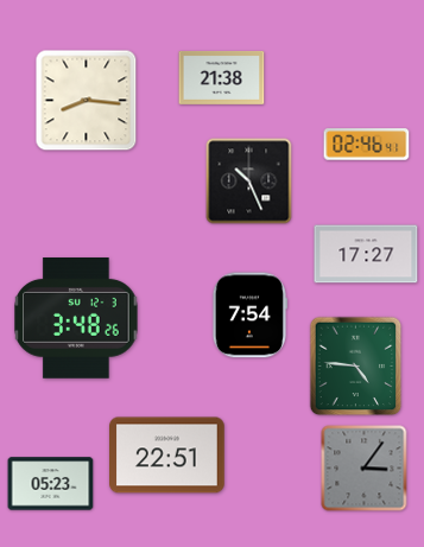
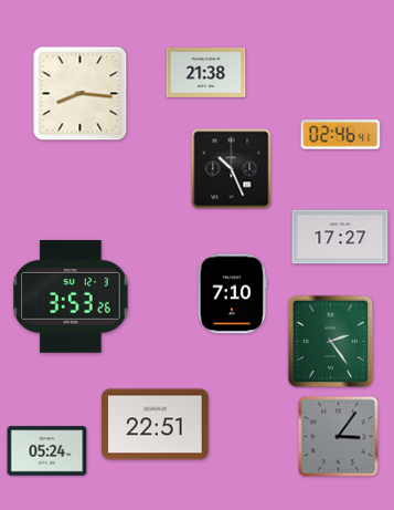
clock at (248, 316): 7:54 -> 7:10
clock at (76, 319): 3:48 -> 3:53
clock at (356, 367): 4:46 -> 2:24
clock at (51, 484): 05:23 -> 05:24
